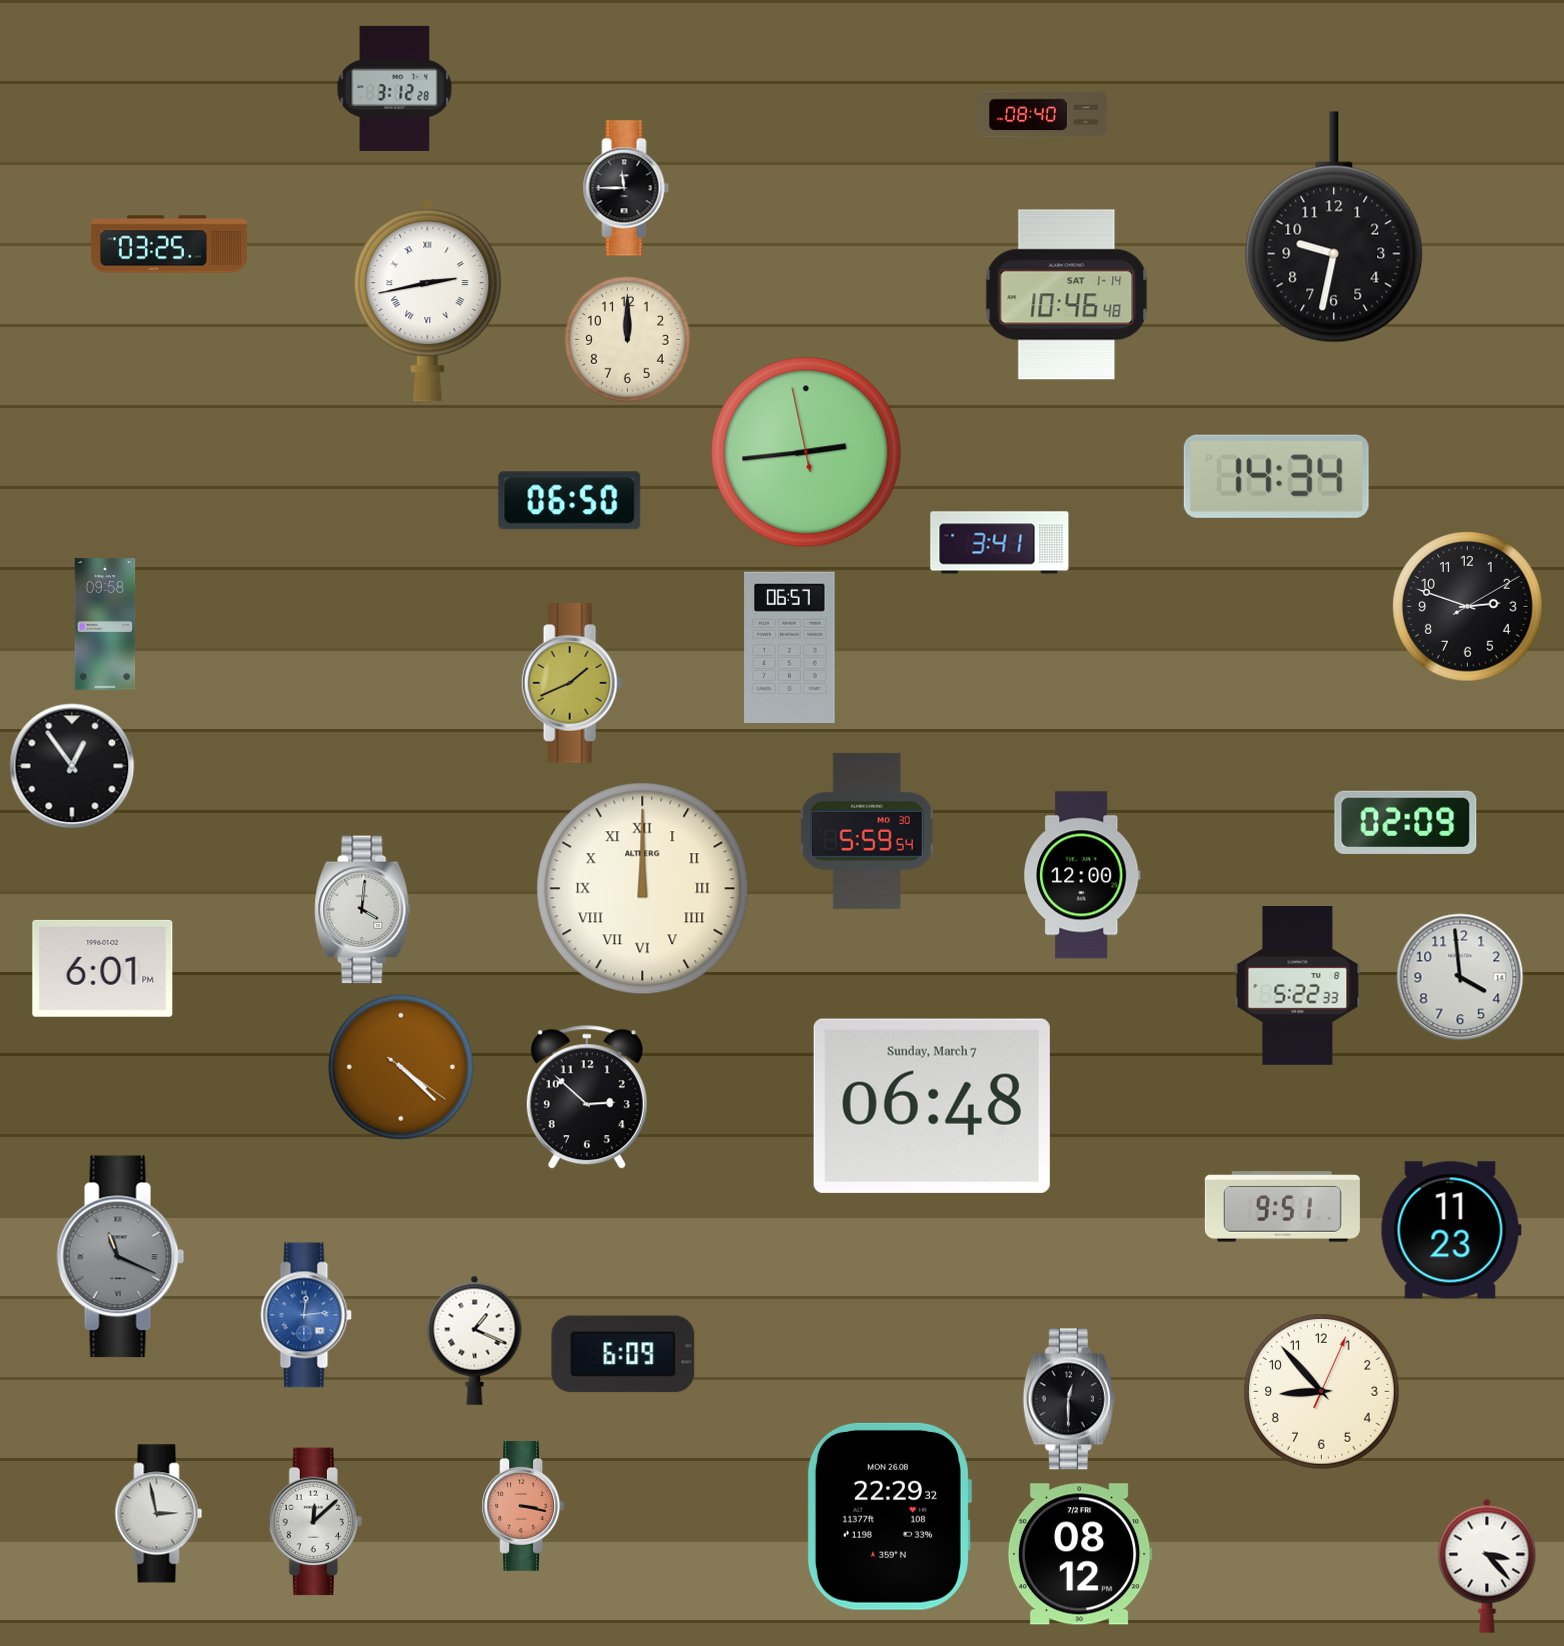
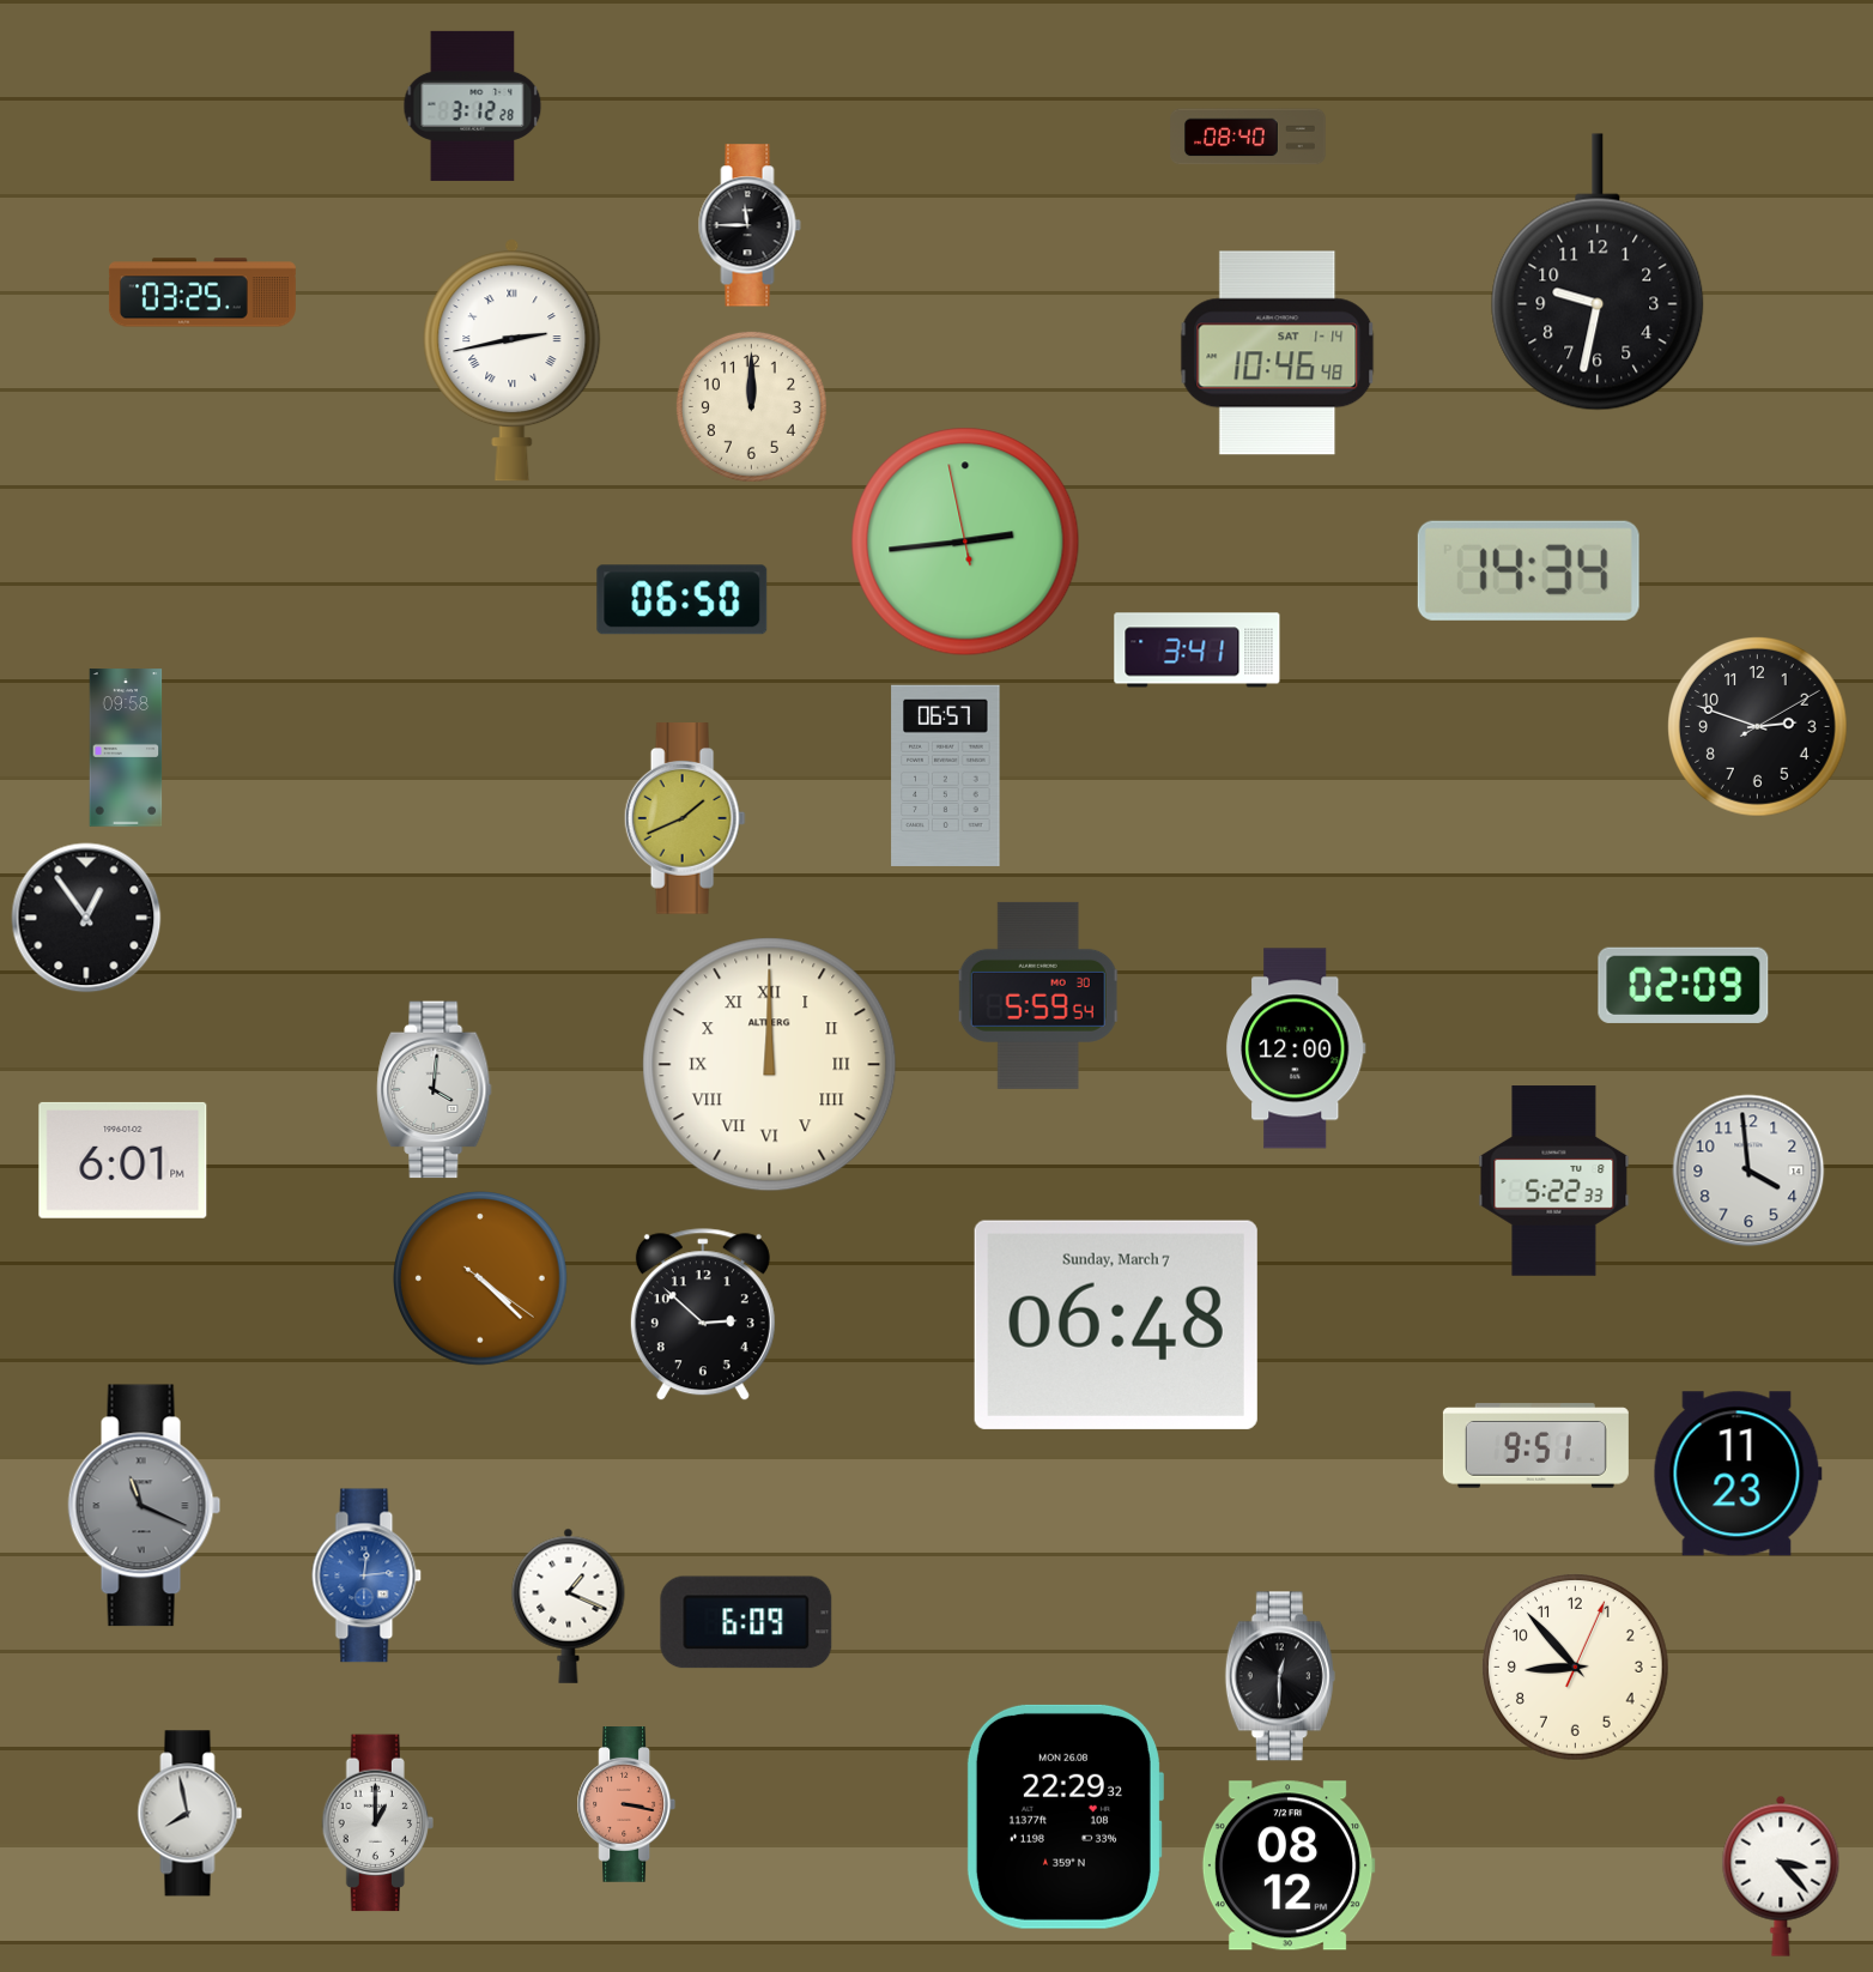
clock at (1322, 1392) position: (1322, 1392) -> (1576, 1668)
clock at (159, 1514): 2:58 -> 7:58
clock at (315, 1522): 12:08 -> 1:00
clock at (1080, 1554) position: (1080, 1554) -> (1289, 1865)
